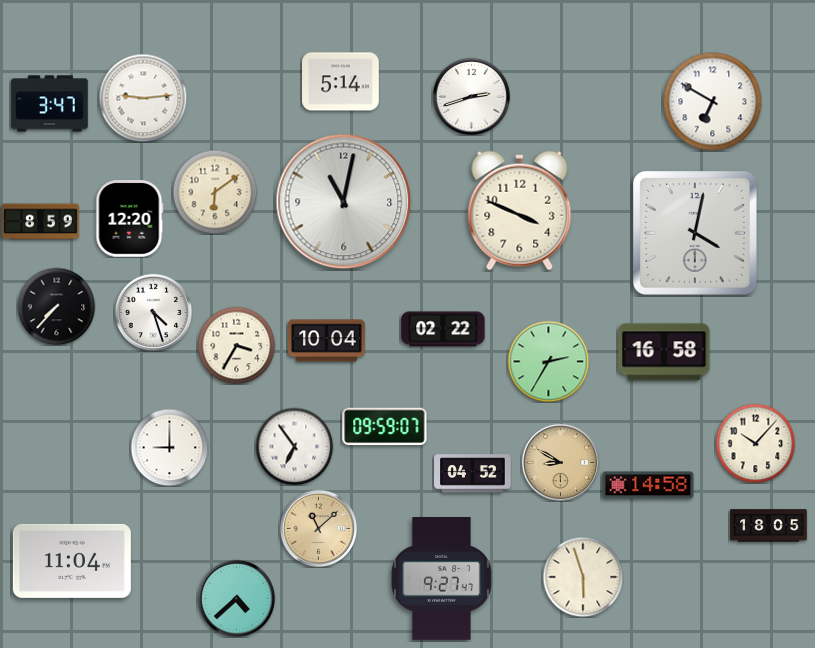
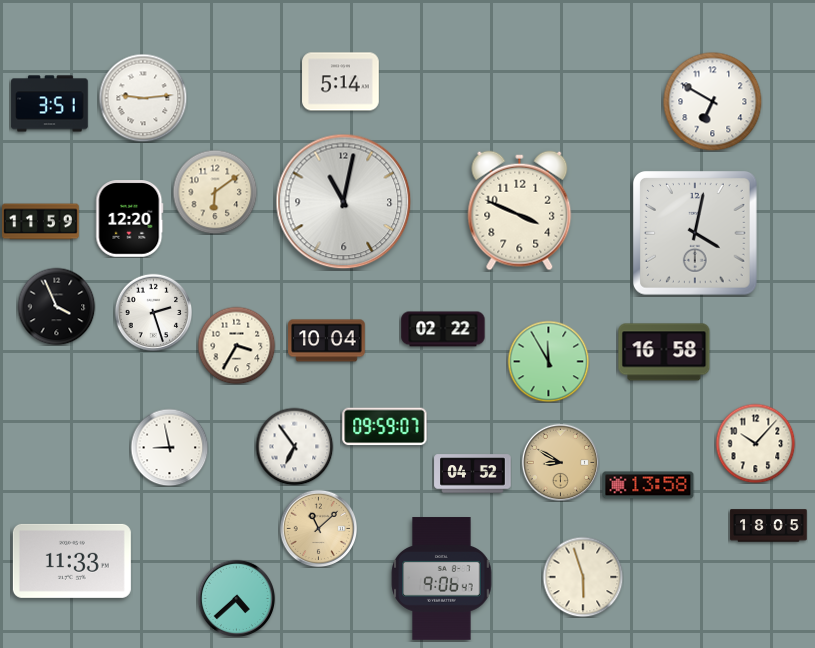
clock at (471, 96): 2:42 -> none
clock at (50, 104): 3:47 -> 3:51
clock at (41, 222): 8:59 -> 11:59
clock at (56, 306): 7:37 -> 3:56
clock at (153, 312): 4:27 -> 2:27
clock at (548, 361): 2:35 -> 11:55
clock at (169, 447): 9:00 -> 8:58
clock at (648, 485): 14:58 -> 13:58
clock at (72, 561): 11:04 -> 11:33
clock at (442, 579): 9:27 -> 9:06
